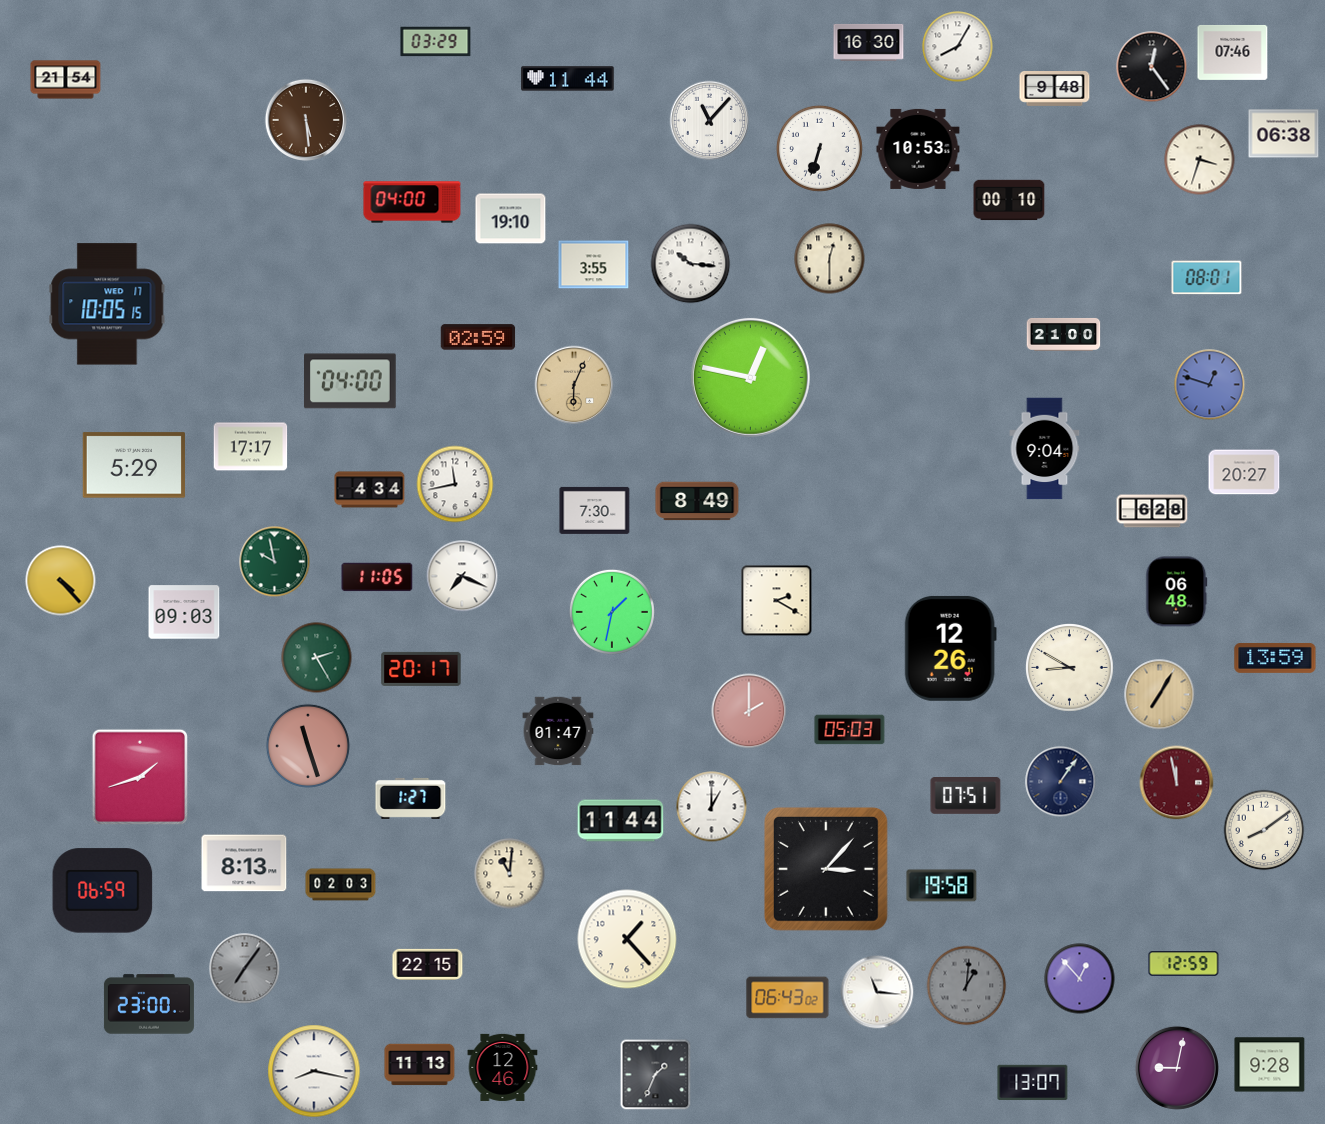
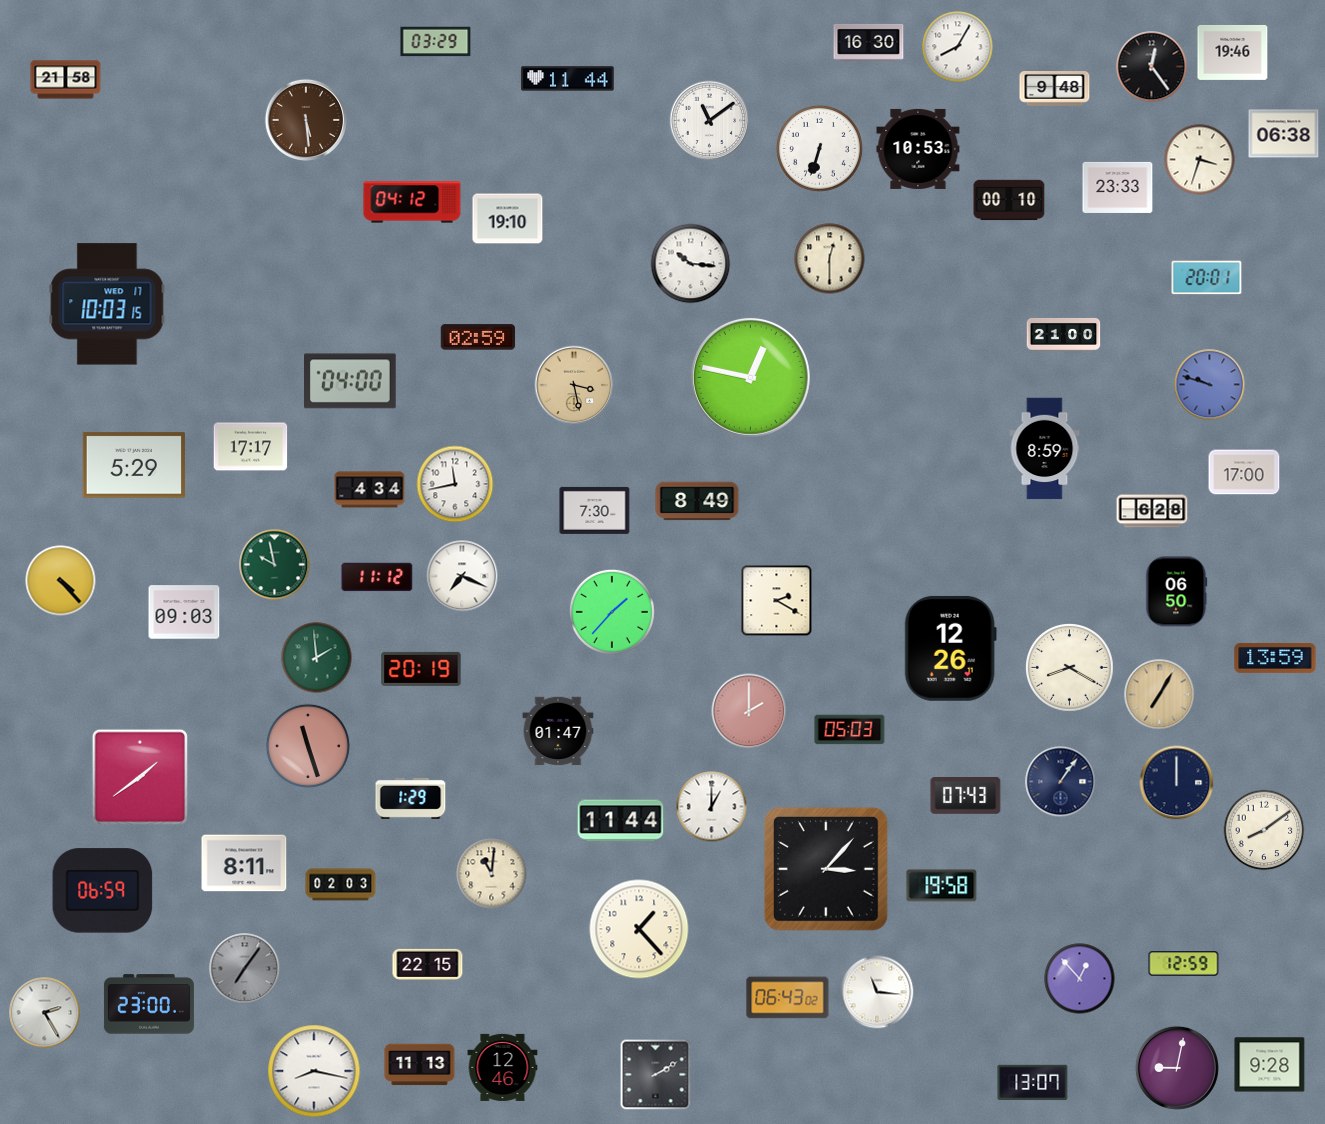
clock at (1233, 52): 07:46 -> 19:46
clock at (66, 80): 21:54 -> 21:58
clock at (710, 121): 11:07 -> 11:09
clock at (1118, 187): none -> 23:33
clock at (412, 202): 04:00 -> 04:12
clock at (511, 219) position: (511, 219) -> (508, 219)
clock at (594, 265): 3:55 -> none
clock at (1207, 278): 08:01 -> 20:01
clock at (107, 304): 10:05 -> 10:03
clock at (574, 385): 6:04 -> 3:28
clock at (1210, 385): 12:48 -> 9:48
clock at (1045, 449): 9:04 -> 8:59
clock at (1244, 472): 20:27 -> 17:00
clock at (275, 562) position: (275, 562) -> (275, 565)
clock at (377, 577): 11:05 -> 11:12
clock at (1177, 592): 06:48 -> 06:50
clock at (612, 612): 1:32 -> 1:37
clock at (317, 658): 2:25 -> 1:59
clock at (1070, 668): 8:50 -> 8:20
clock at (421, 669): 20:17 -> 20:19
clock at (139, 776): 1:42 -> 1:39
clock at (1177, 783): 11:58 -> 12:00
clock at (1177, 783) dial: burgundy -> navy
clock at (966, 796): 07:51 -> 07:43
clock at (411, 798): 1:27 -> 1:29
clock at (244, 863): 8:13 -> 8:11
clock at (510, 874) position: (510, 874) -> (492, 874)
clock at (627, 939) position: (627, 939) -> (639, 929)
clock at (967, 986): 1:01 -> none
clock at (45, 1013): none -> 2:25
clock at (656, 1075): 1:34 -> 2:10
